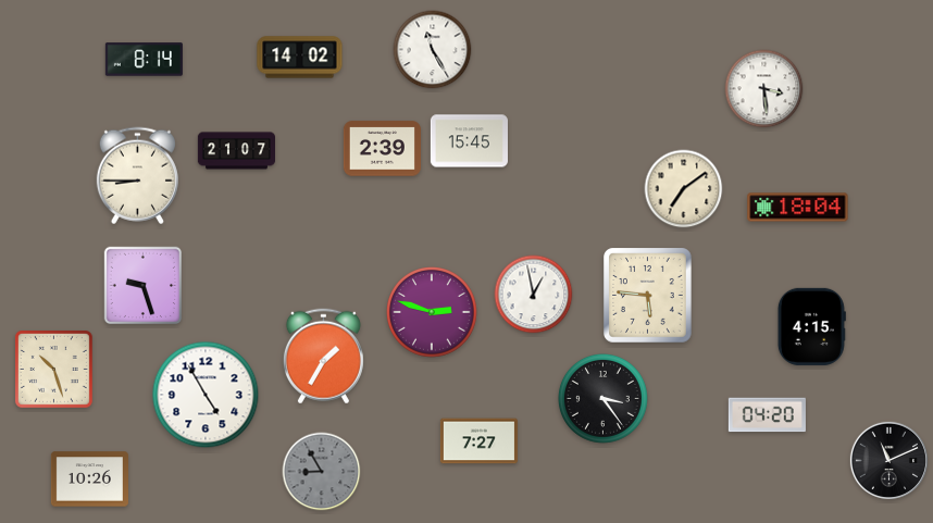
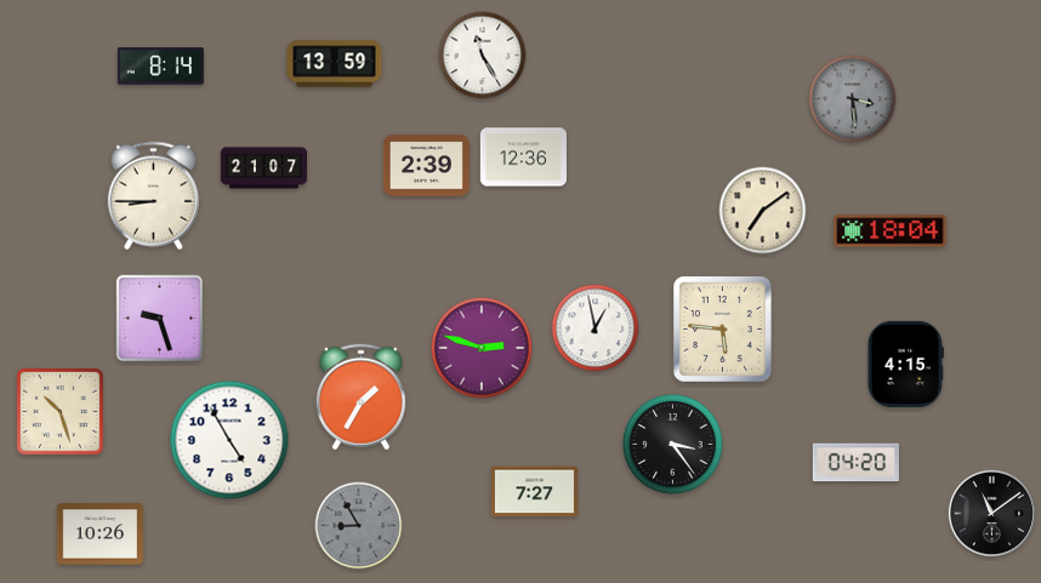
clock at (300, 58): 14:02 -> 13:59
clock at (764, 89) dial: white -> grey
clock at (469, 141): 15:45 -> 12:36
clock at (888, 460): 11:11 -> 11:09
